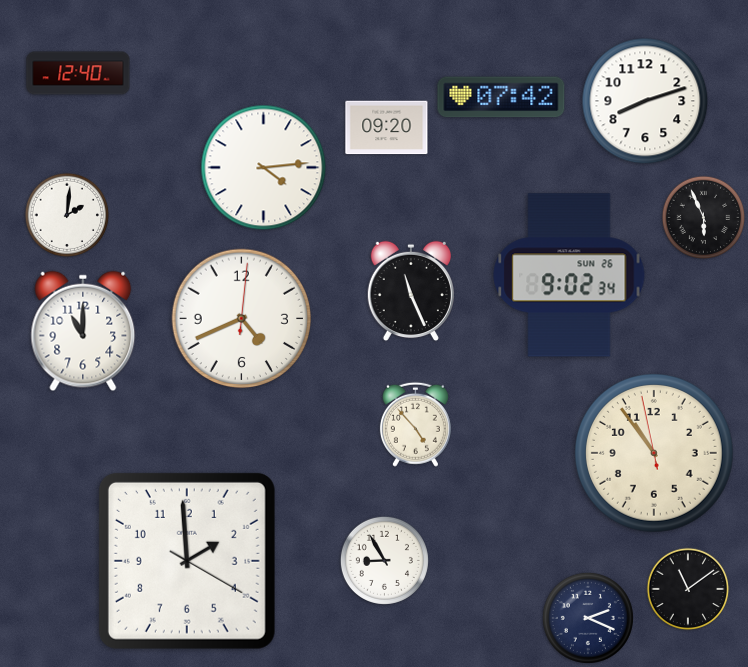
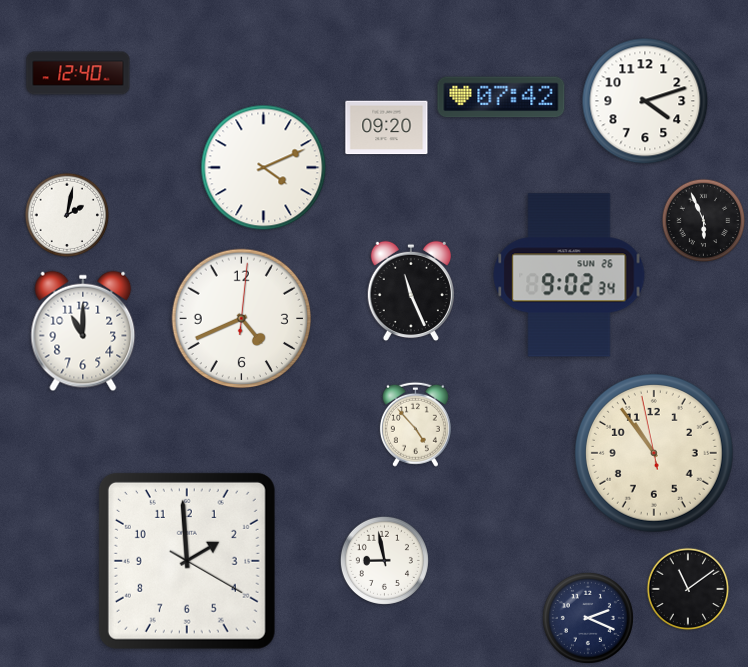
clock at (645, 101): 8:12 -> 4:12
clock at (264, 168): 4:14 -> 4:11
clock at (67, 215): 2:01 -> 2:02
clock at (704, 218) position: (704, 218) -> (704, 221)
clock at (384, 560): 8:55 -> 8:58
